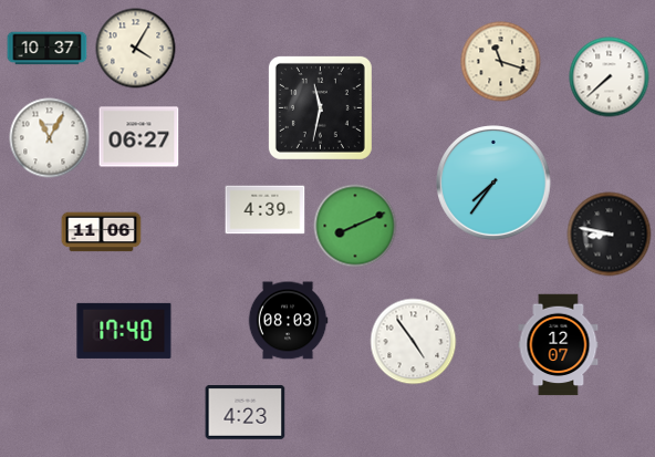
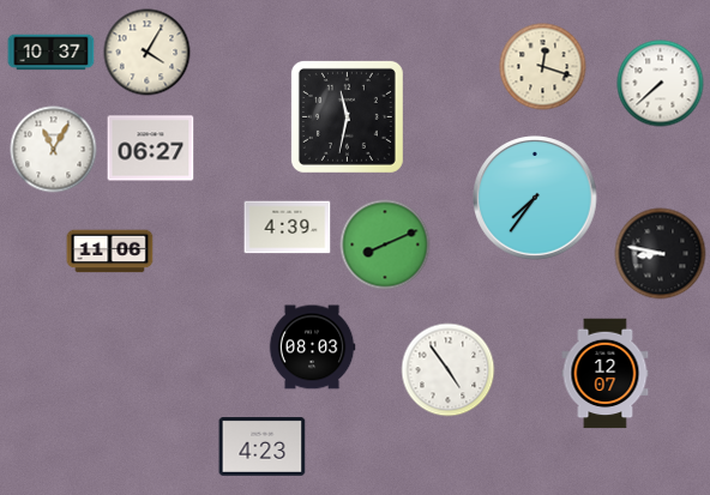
clock at (501, 62): 11:18 -> 12:18
clock at (124, 331): 17:40 -> none
clock at (246, 413) position: (246, 413) -> (263, 447)
